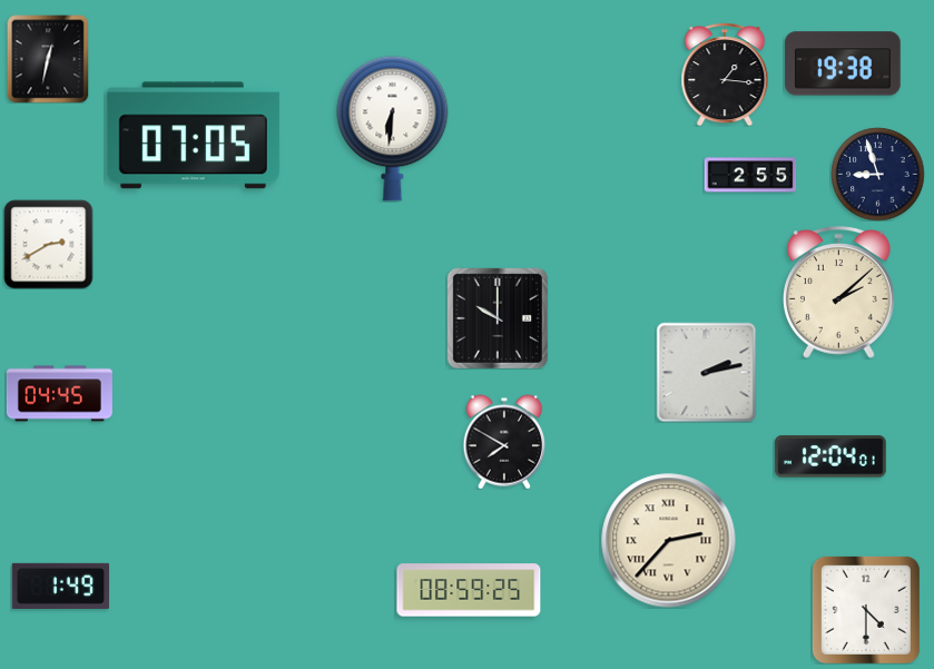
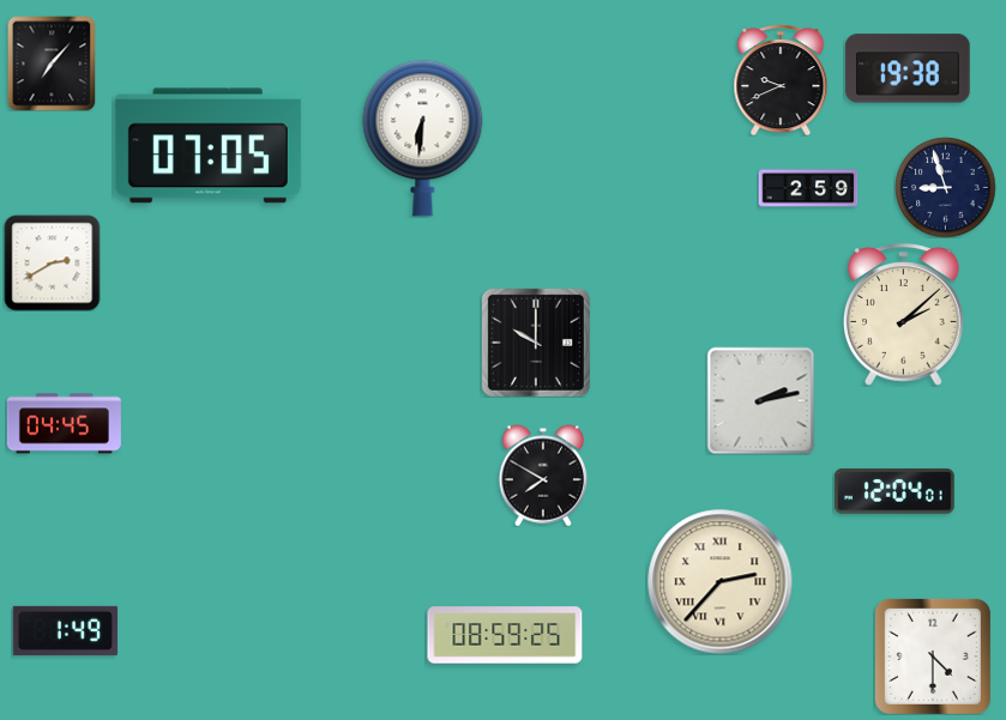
clock at (48, 59): 12:32 -> 7:07
clock at (725, 75): 1:16 -> 9:41
clock at (750, 175): 2:55 -> 2:59
